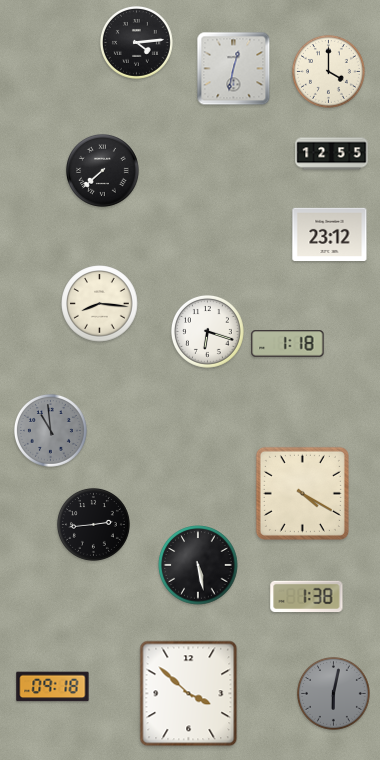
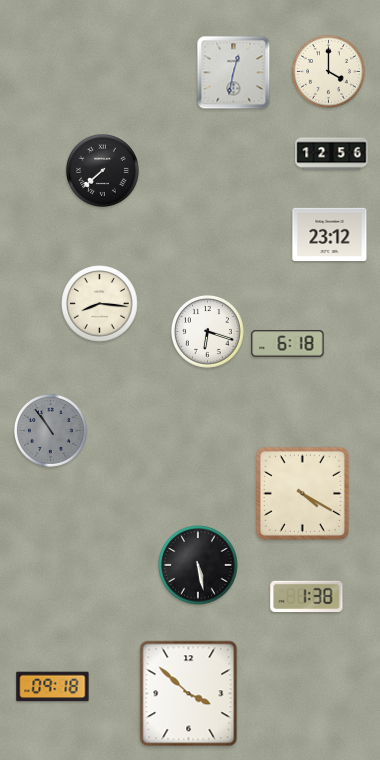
clock at (136, 42): 4:14 -> none
clock at (234, 69) position: (234, 69) -> (234, 73)
clock at (332, 154): 12:55 -> 12:56
clock at (288, 344): 1:18 -> 6:18
clock at (50, 430): 10:59 -> 10:54
clock at (93, 524): 2:44 -> none
clock at (333, 693): 6:02 -> none
